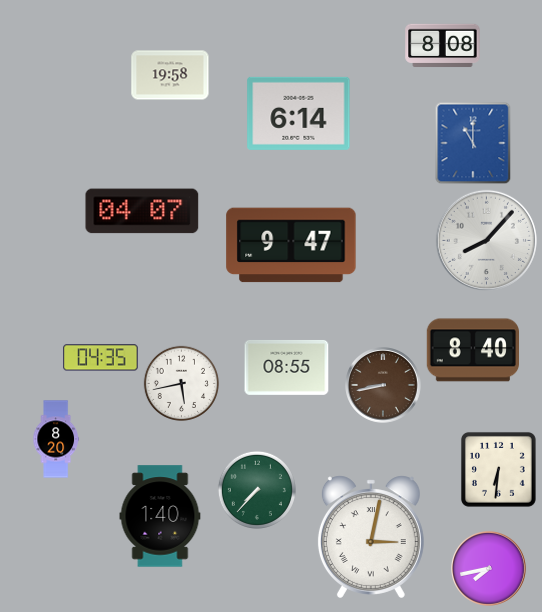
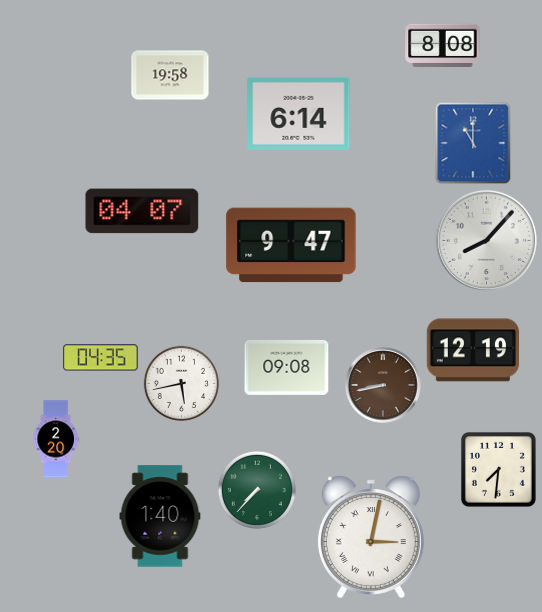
clock at (472, 350): 8:40 -> 12:19
clock at (287, 367): 08:55 -> 09:08
clock at (56, 439): 8:20 -> 2:20
clock at (498, 469): 6:31 -> 7:31
clock at (489, 569): 7:43 -> none
